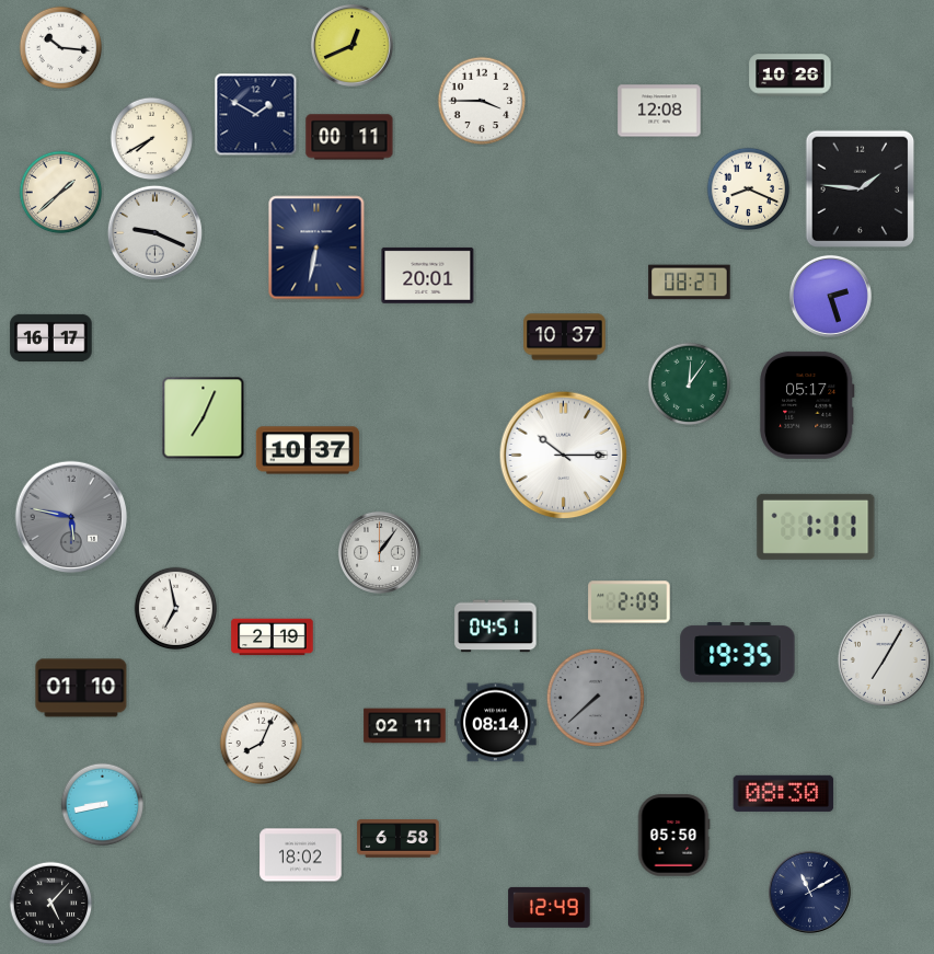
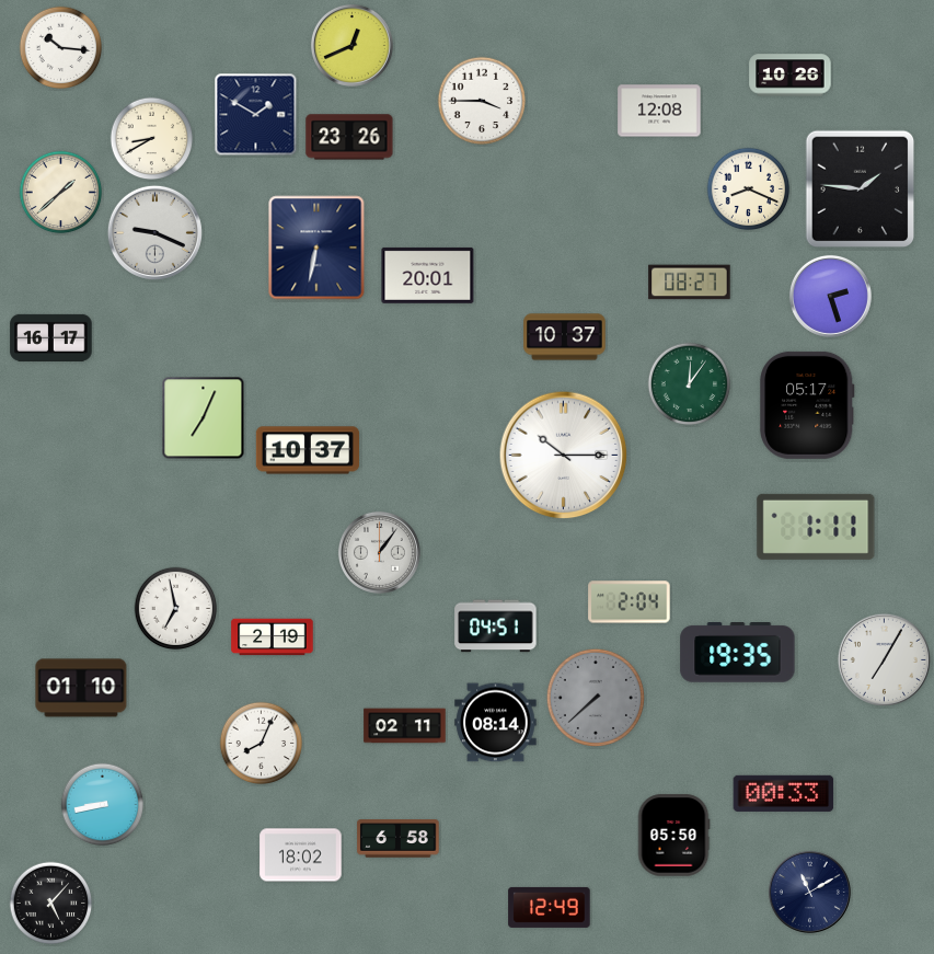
clock at (349, 137): 00:11 -> 23:26
clock at (152, 139): 7:40 -> 8:40
clock at (71, 517): 5:47 -> none
clock at (630, 602): 2:09 -> 2:04
clock at (784, 793): 08:30 -> 00:33
